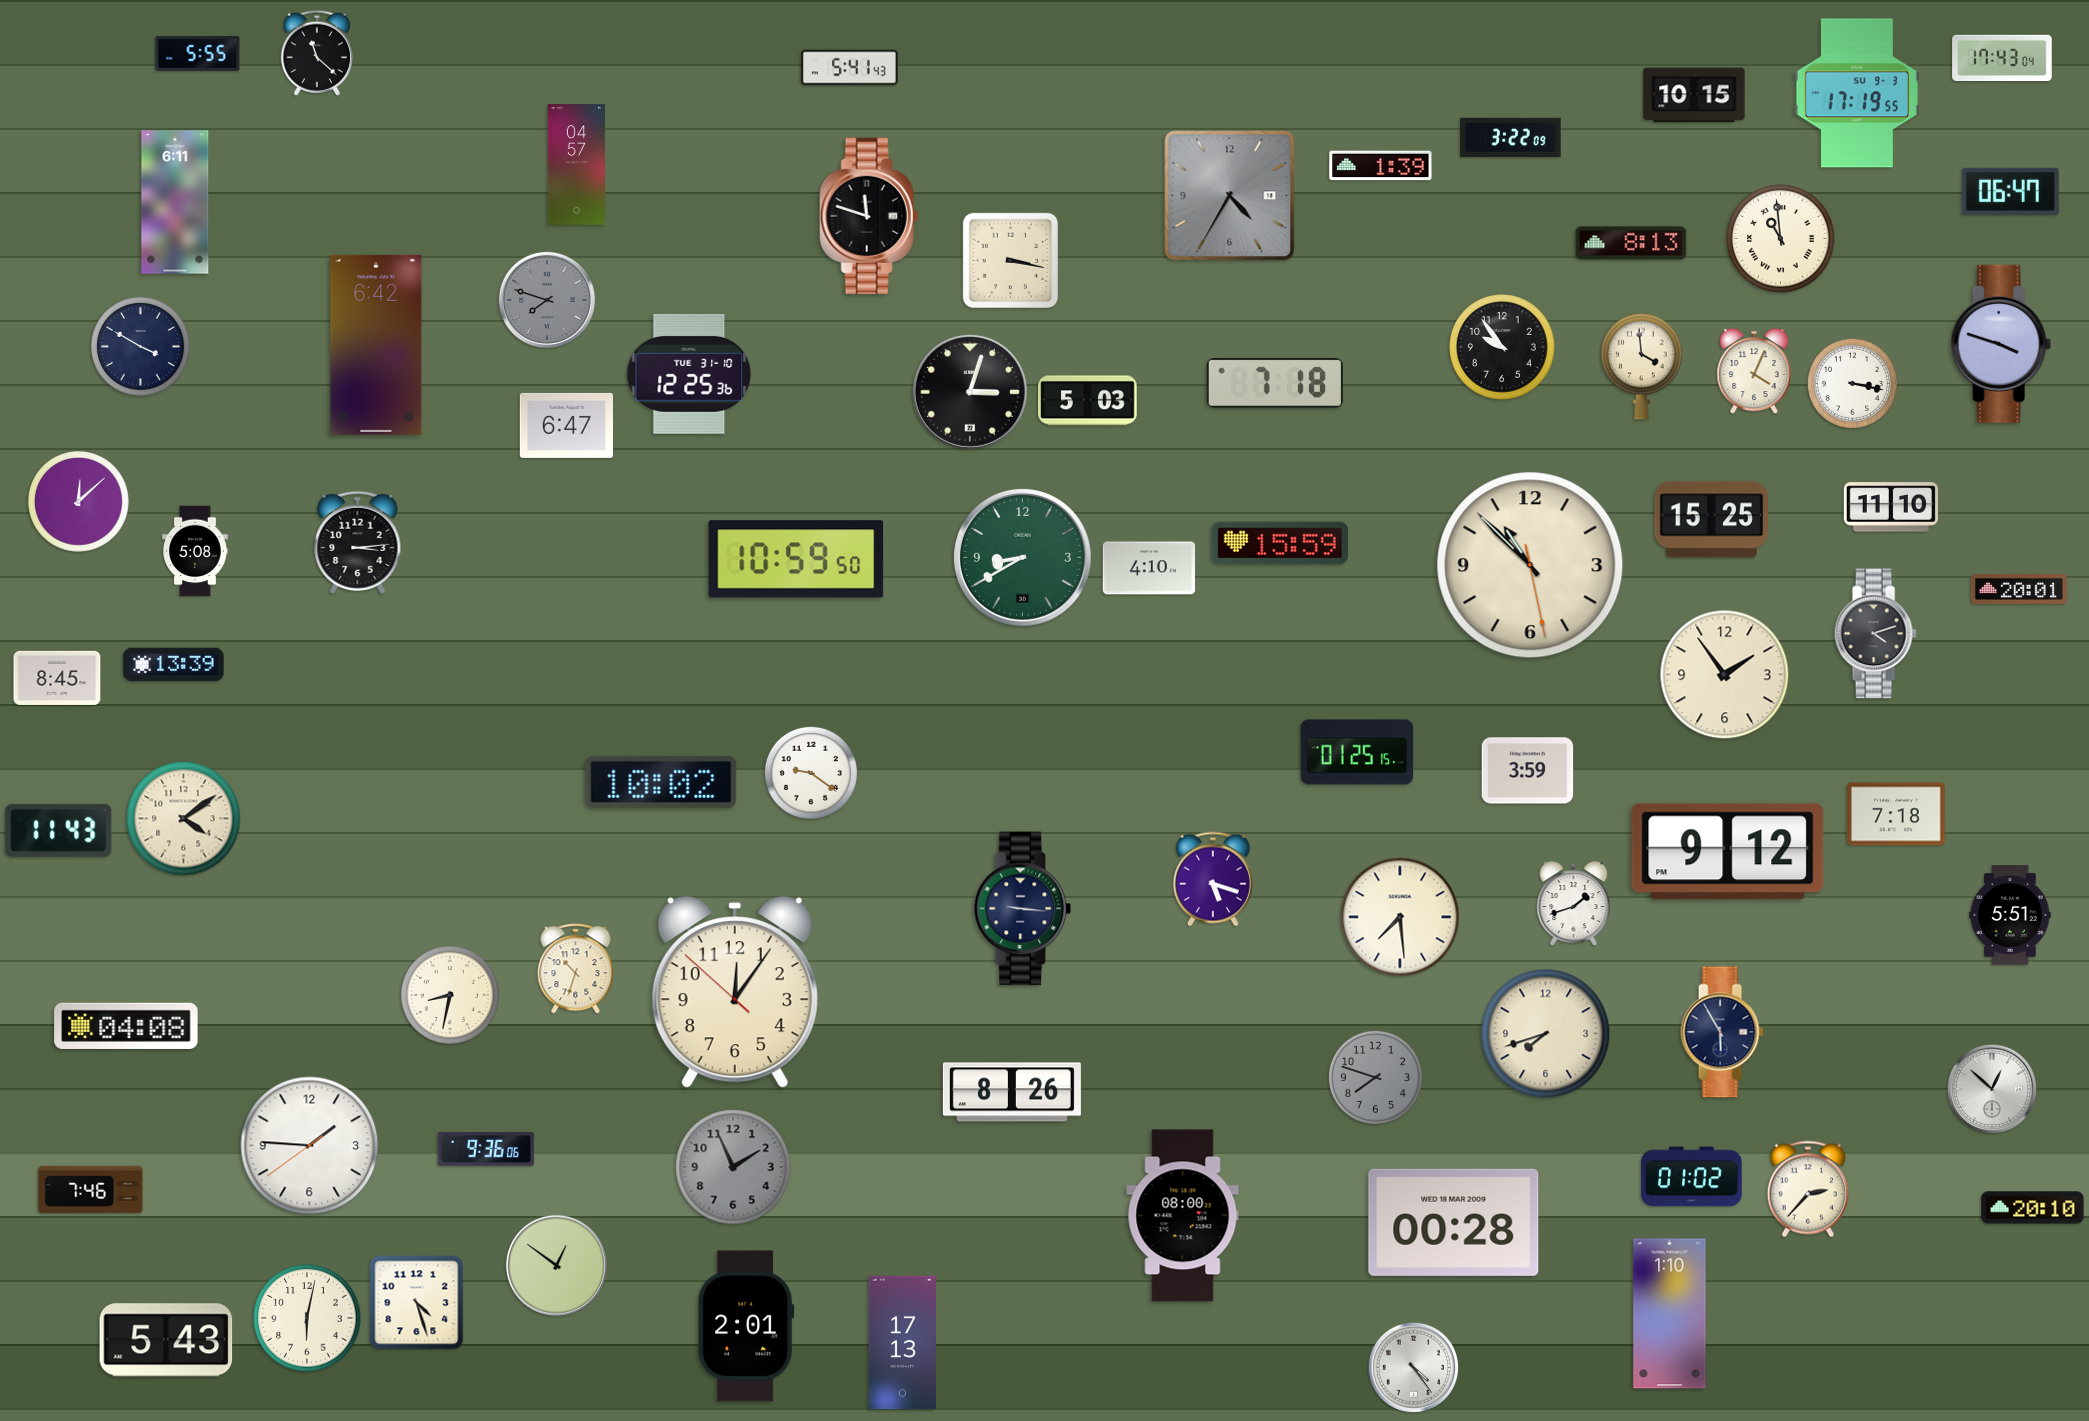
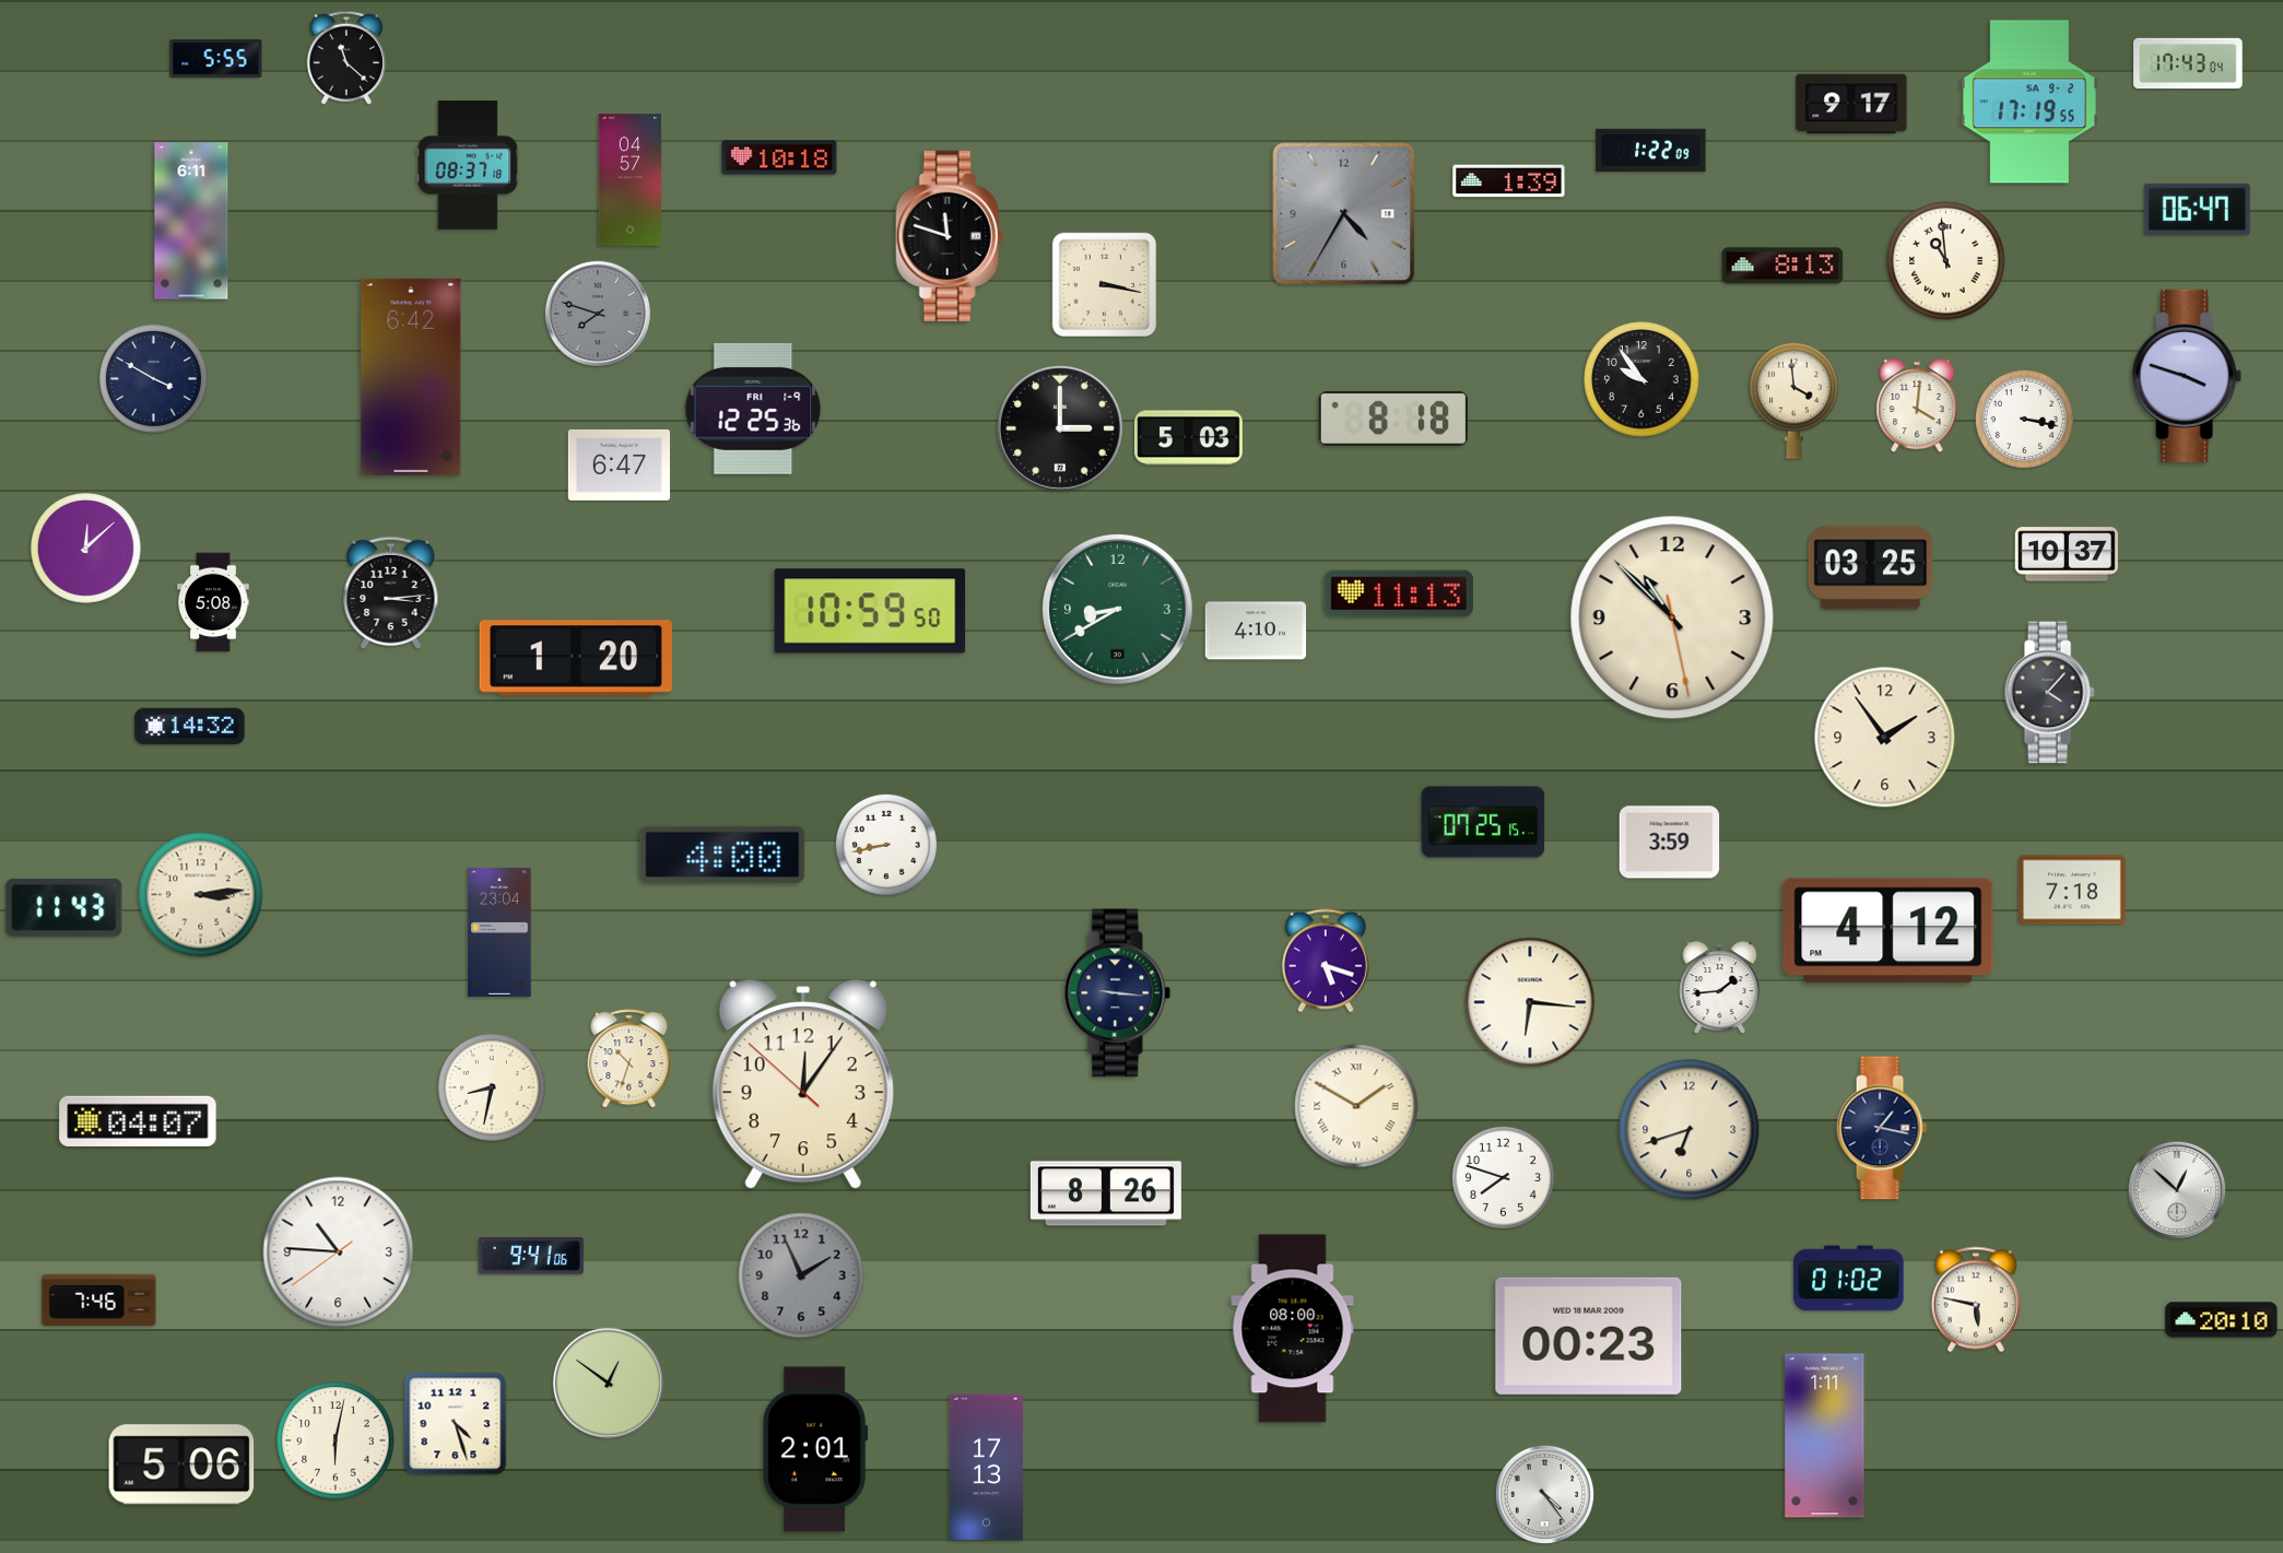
clock at (849, 68): 5:41 -> none
clock at (1857, 93) date: SU 9-3 -> SA 9-2
clock at (1694, 95): 10:15 -> 9:17
clock at (1511, 137): 3:22 -> 1:22
clock at (779, 157): none -> 10:18
clock at (468, 165): none -> 08:37
clock at (547, 300) position: (547, 300) -> (598, 314)
clock at (1754, 371): 4:04 -> 4:01
clock at (689, 374) date: TUE 31-10 -> FRI 1-9
clock at (1275, 383): 7:18 -> 8:18
clock at (970, 392): 3:03 -> 3:00
clock at (1891, 507): 11:10 -> 10:37
clock at (1712, 520): 15:25 -> 03:25
clock at (1280, 543): 15:59 -> 11:13
clock at (1149, 568) position: (1149, 568) -> (1256, 631)
clock at (2019, 590): 20:01 -> none
clock at (576, 658): none -> 1:20
clock at (1875, 634): 4:12 -> 4:07
clock at (174, 665): 13:39 -> 14:32
clock at (57, 678): 8:45 -> none
clock at (1357, 752): 01:25 -> 07:25
clock at (811, 773): 9:21 -> 8:43
clock at (661, 782): 10:02 -> 4:00
clock at (184, 819): 4:09 -> 3:14
clock at (1728, 852): 9:12 -> 4:12
clock at (499, 932): none -> 23:04
clock at (1574, 904): 1:42 -> 1:44
clock at (2010, 915): 5:51 -> none
clock at (1400, 917): 7:29 -> 6:16
clock at (1356, 1106): none -> 1:50
clock at (126, 1026): 04:08 -> 04:07
clock at (1722, 1032): 5:55 -> 1:17
clock at (1546, 1034): 7:42 -> 6:42
clock at (1375, 1077) dial: grey -> white
clock at (310, 1146): 1:45 -> 10:45
clock at (486, 1149): 9:36 -> 9:41
clock at (1692, 1177) position: (1692, 1177) -> (1849, 1279)
clock at (1808, 1189): 2:37 -> 5:47
clock at (1454, 1222): 00:28 -> 00:23
clock at (1670, 1314): 1:10 -> 1:11
clock at (166, 1340): 5:43 -> 5:06
